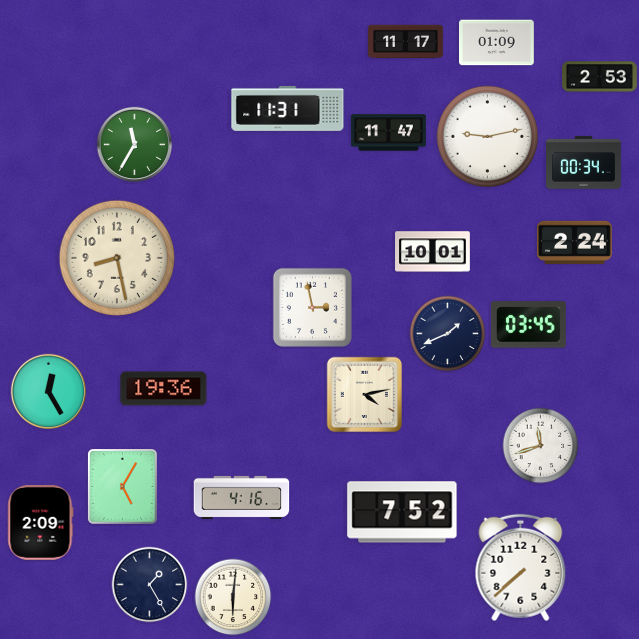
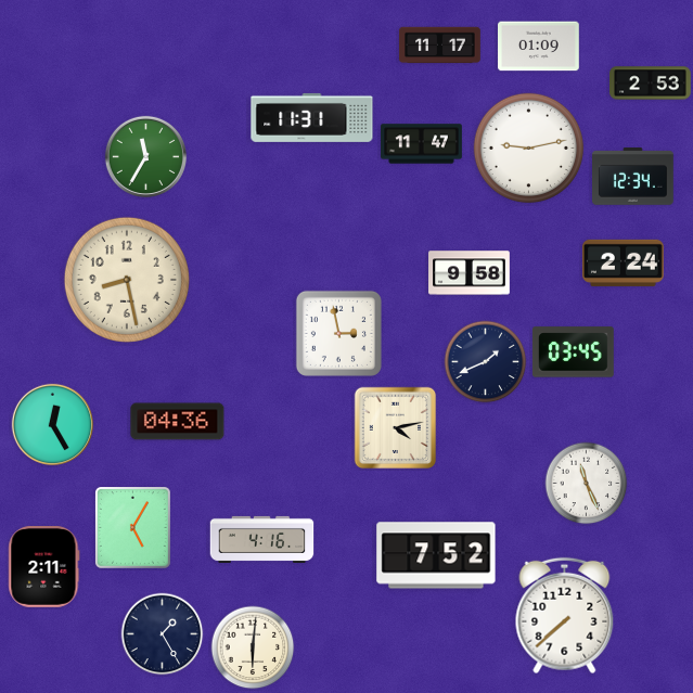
clock at (584, 163): 00:34 -> 12:34
clock at (433, 252): 10:01 -> 9:58
clock at (164, 389): 19:36 -> 04:36
clock at (541, 446): 11:42 -> 11:26
clock at (41, 523): 2:09 -> 2:11
